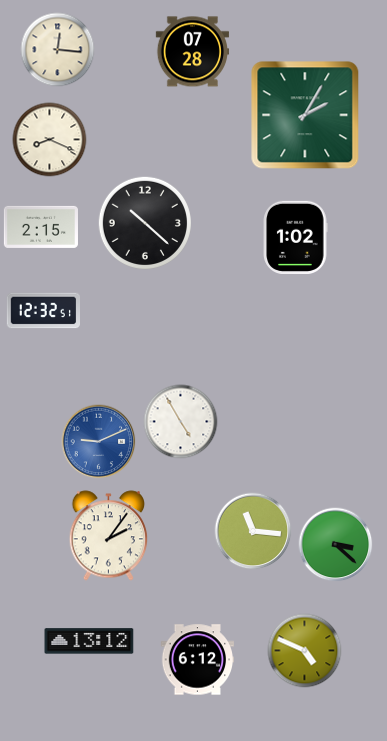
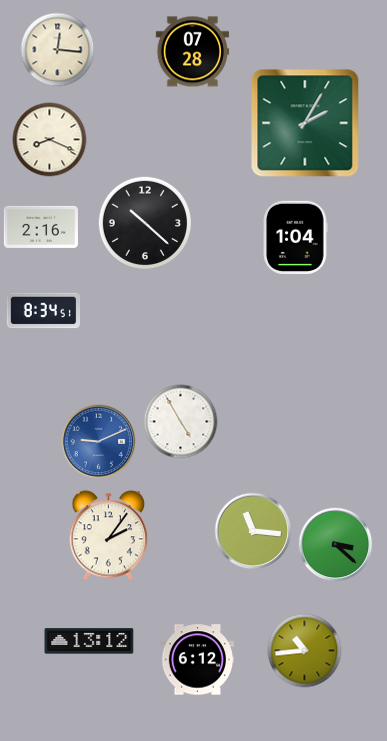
clock at (305, 115) position: (305, 115) -> (305, 123)
clock at (41, 227): 2:15 -> 2:16
clock at (295, 237): 1:02 -> 1:04
clock at (43, 311): 12:32 -> 8:34
clock at (305, 651): 4:49 -> 10:44
